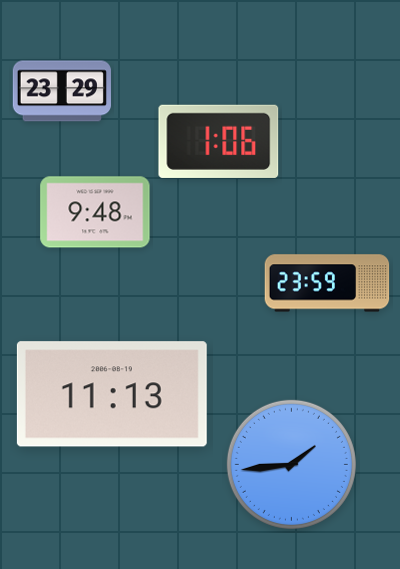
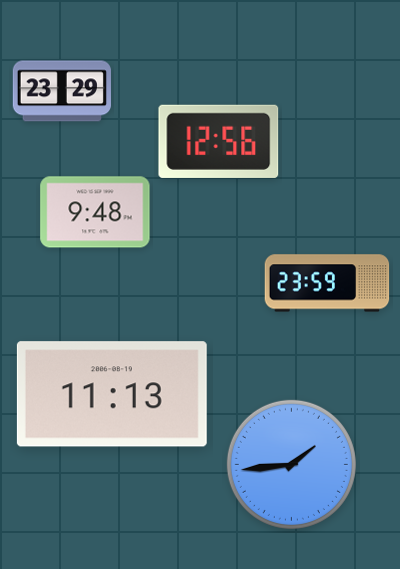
clock at (219, 141): 1:06 -> 12:56
